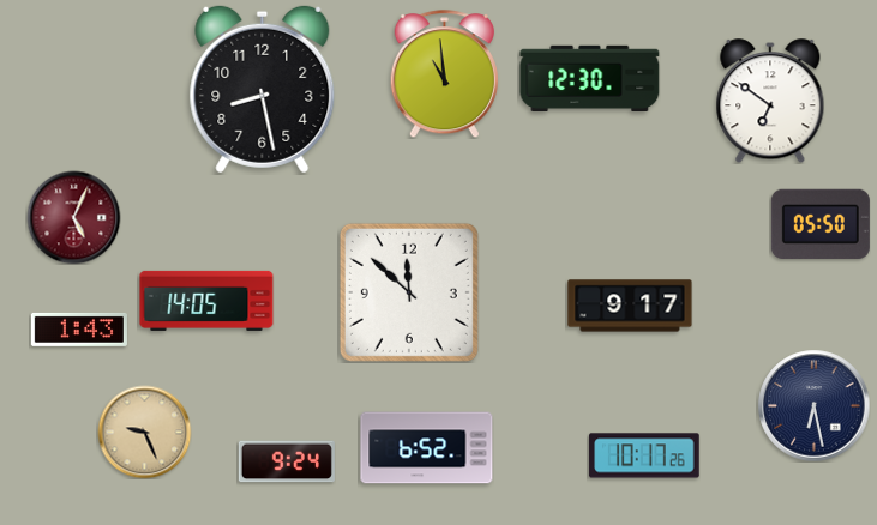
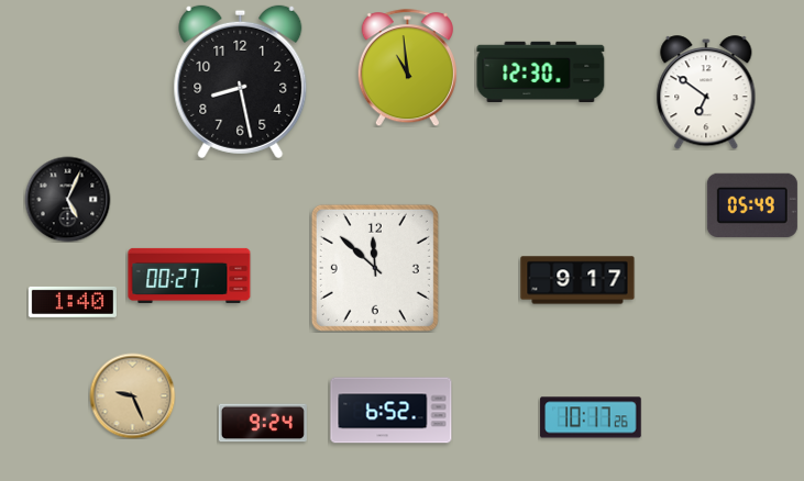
clock at (73, 217) dial: burgundy -> black
clock at (821, 224): 05:50 -> 05:49
clock at (206, 301): 14:05 -> 00:27
clock at (79, 330): 1:43 -> 1:40
clock at (813, 405): 6:28 -> none
